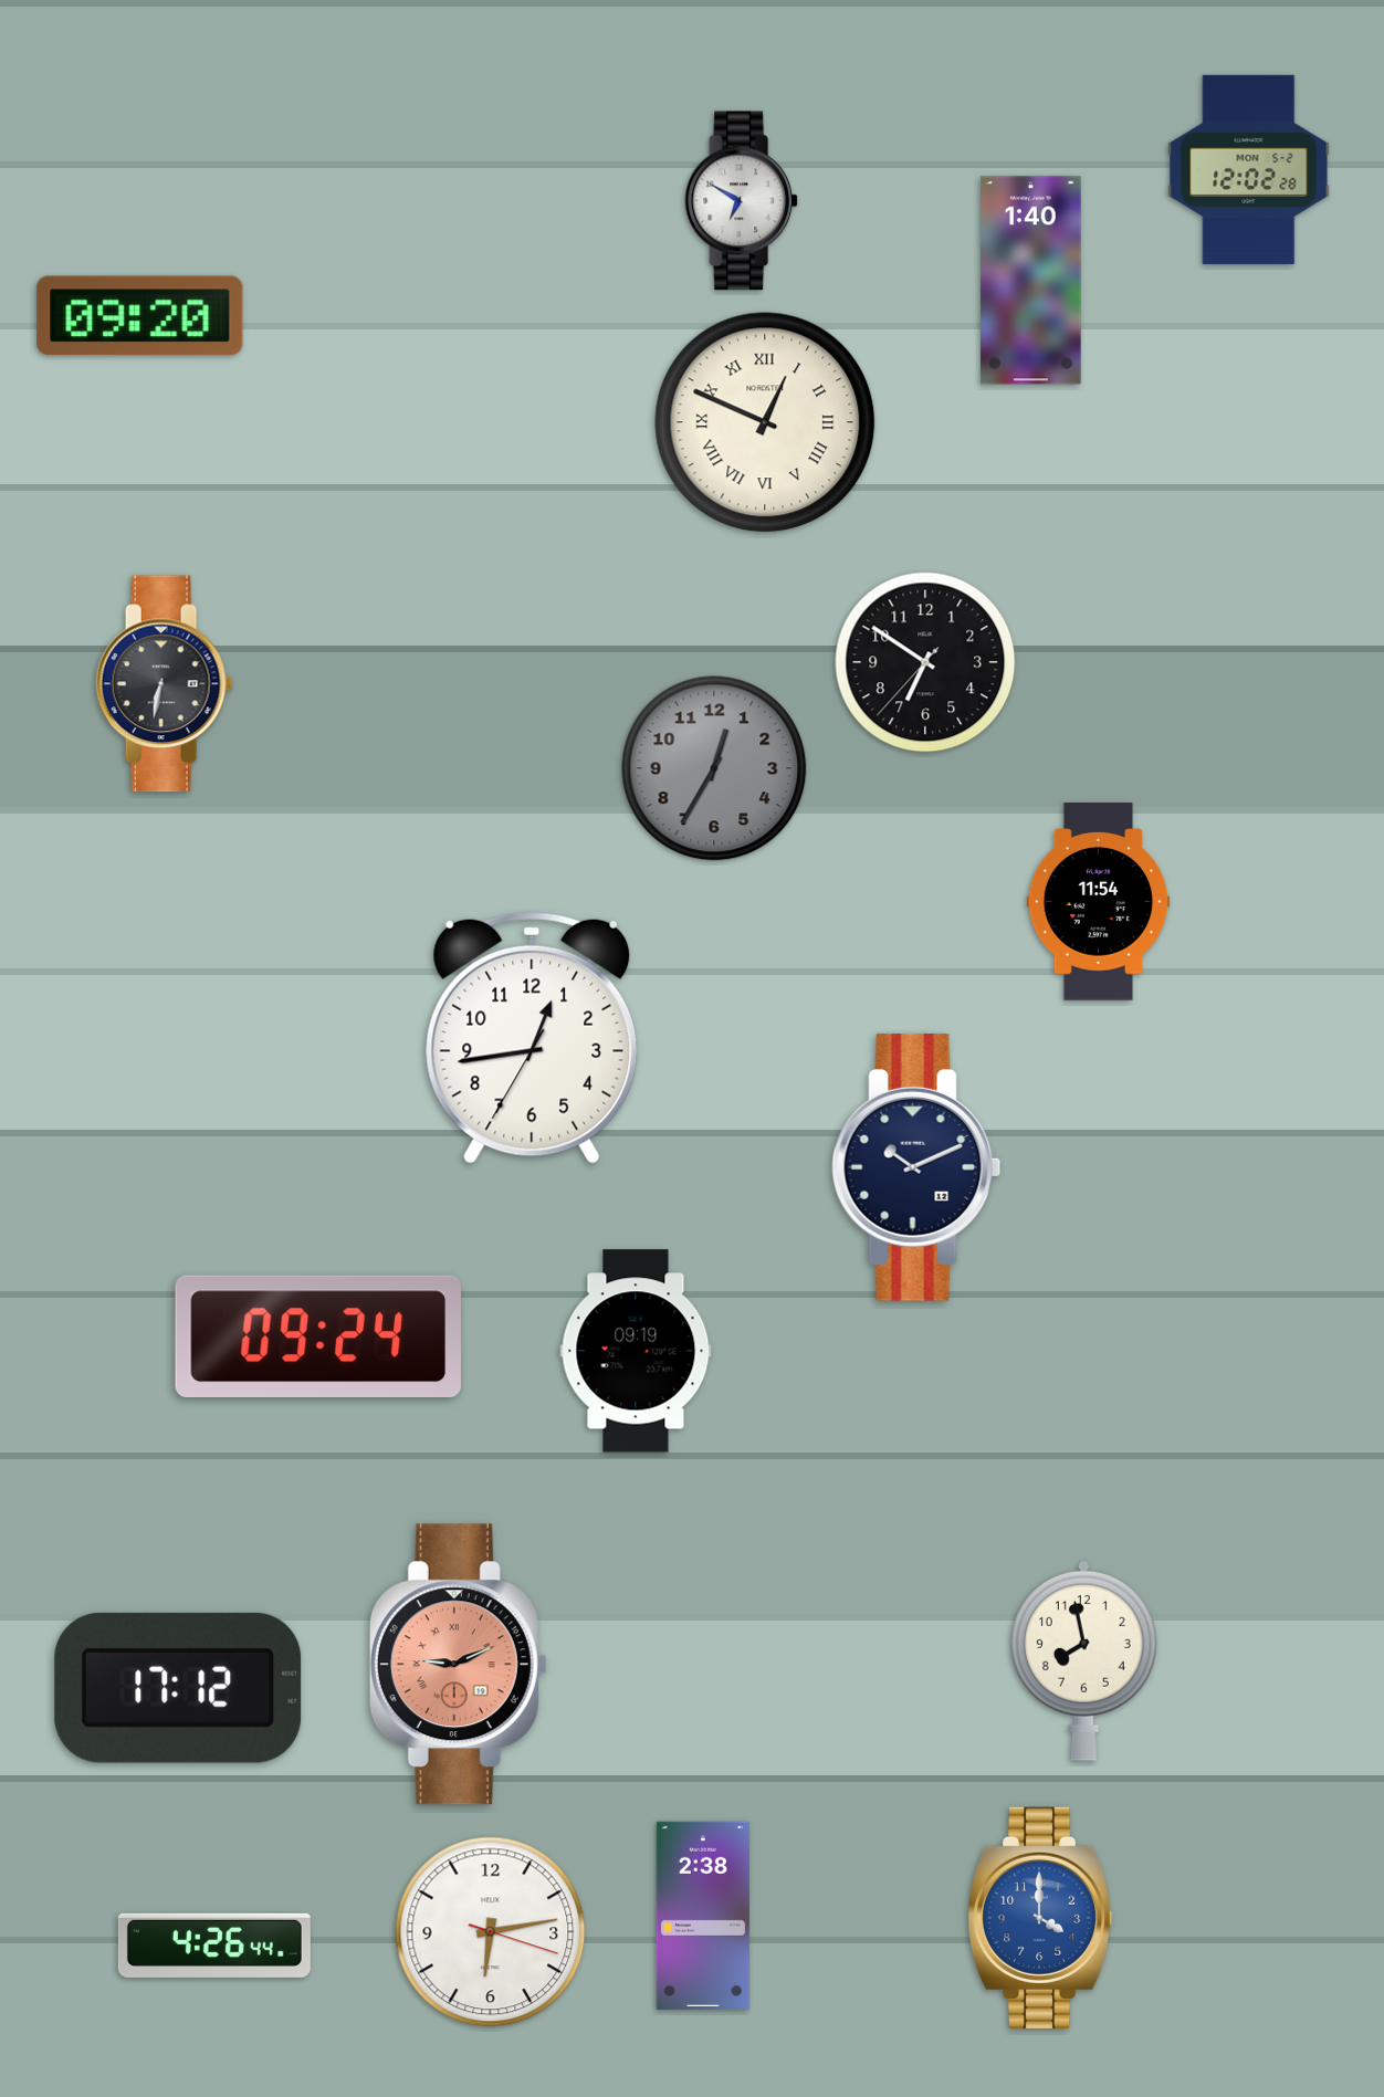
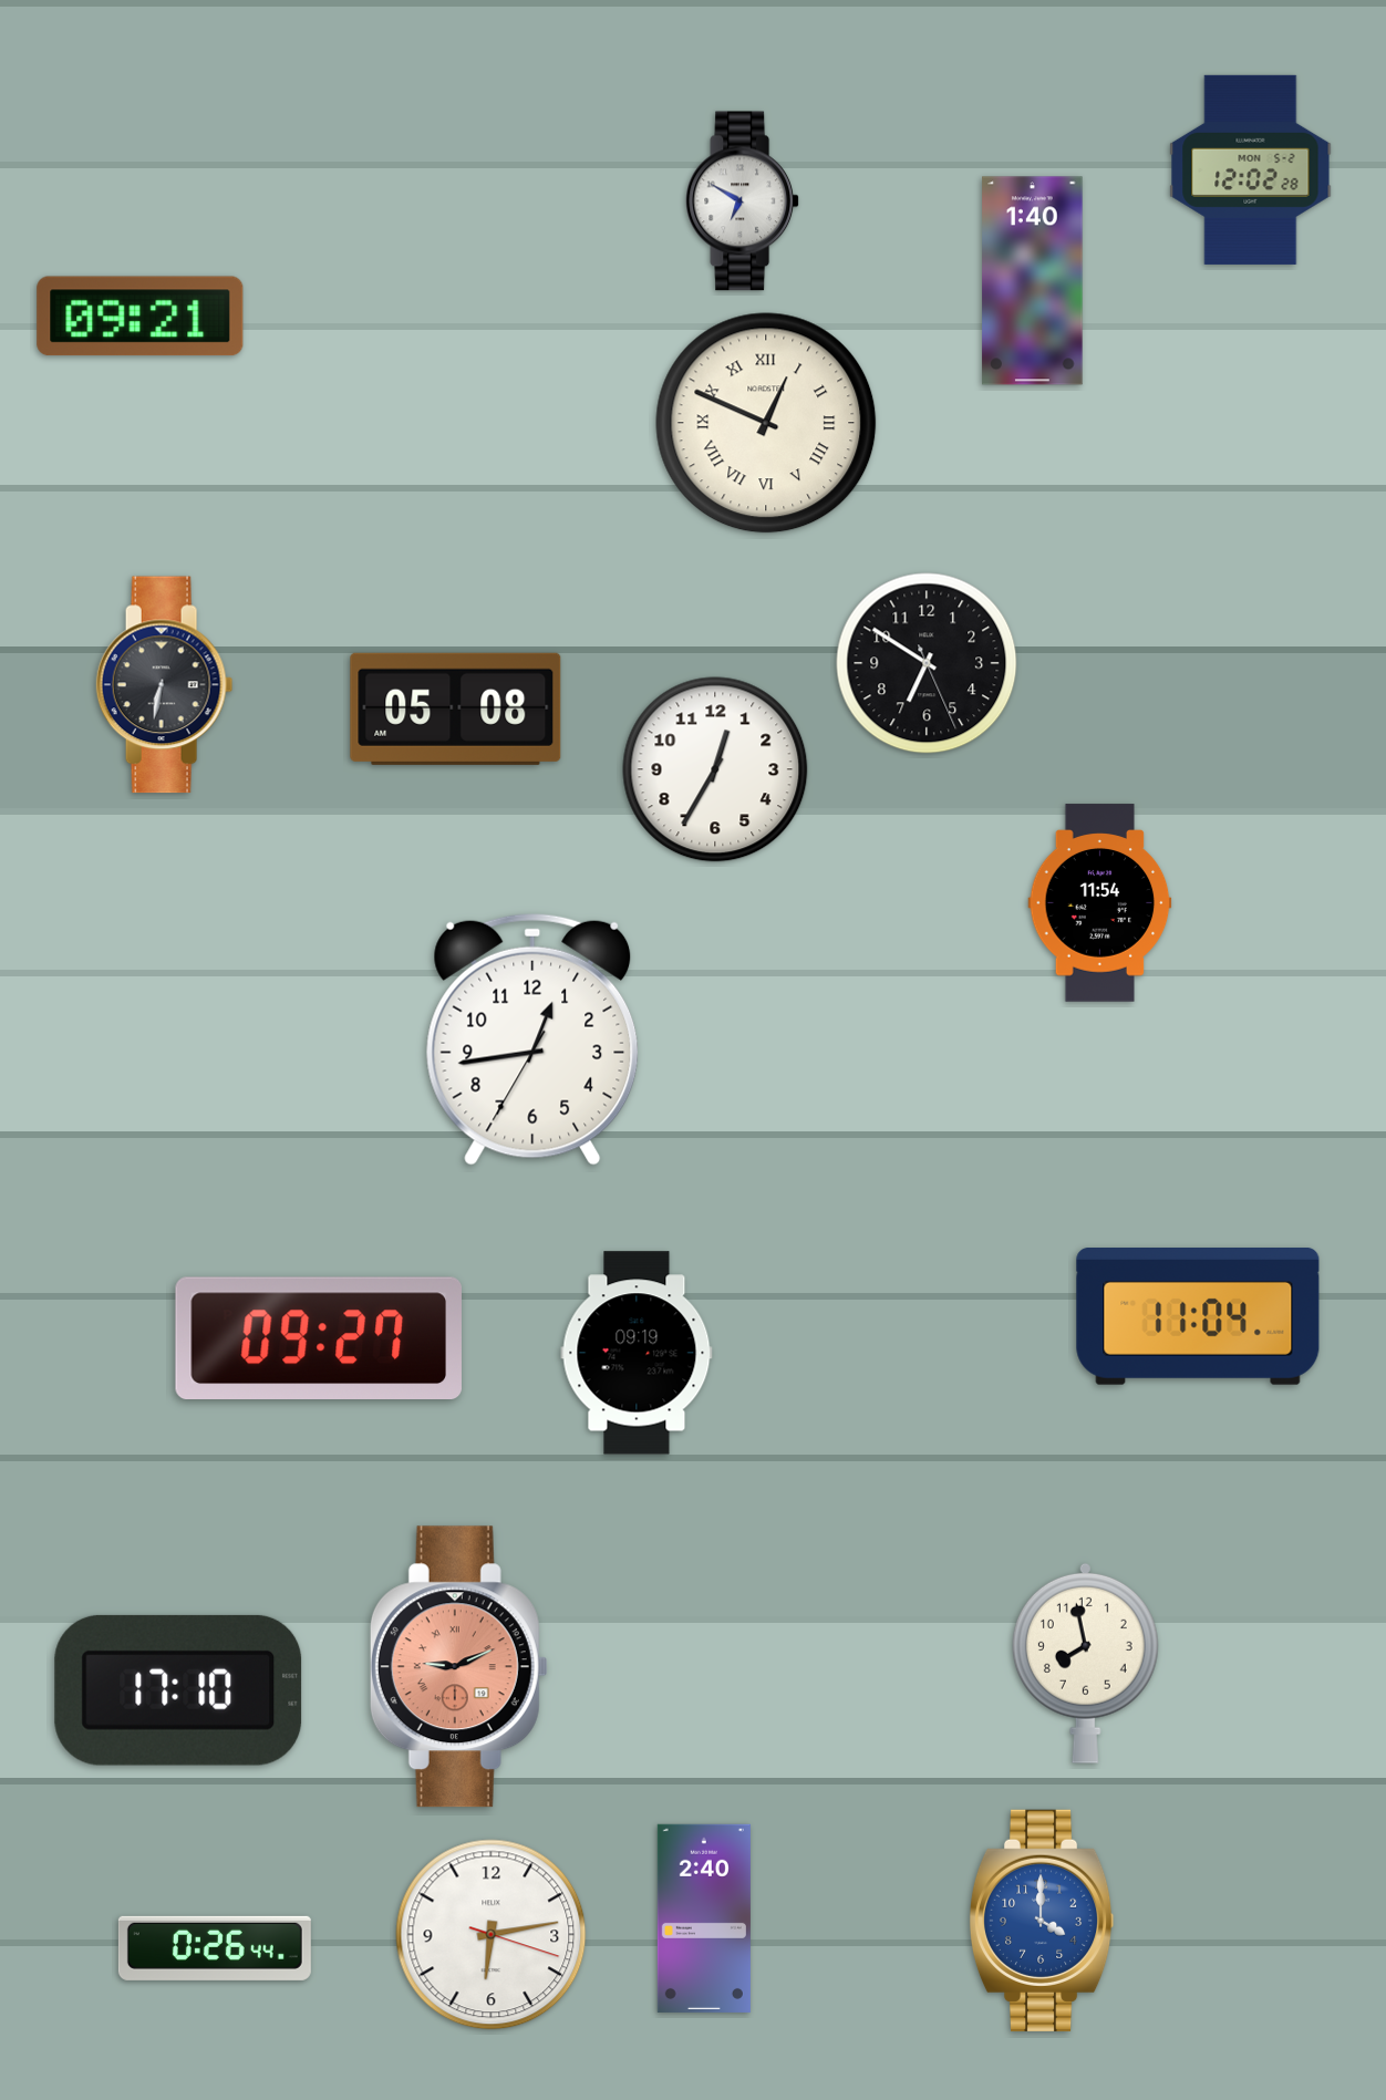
clock at (140, 316): 09:20 -> 09:21
clock at (925, 662): 6:50:37 -> 6:50:26
clock at (456, 708): none -> 05:08
clock at (714, 768) dial: grey -> white
clock at (916, 1167): 10:11 -> none
clock at (1198, 1316): none -> 11:04
clock at (318, 1335): 09:24 -> 09:27
clock at (178, 1688): 17:12 -> 17:10
clock at (703, 1916): 2:38 -> 2:40
clock at (214, 1946): 4:26 -> 0:26
